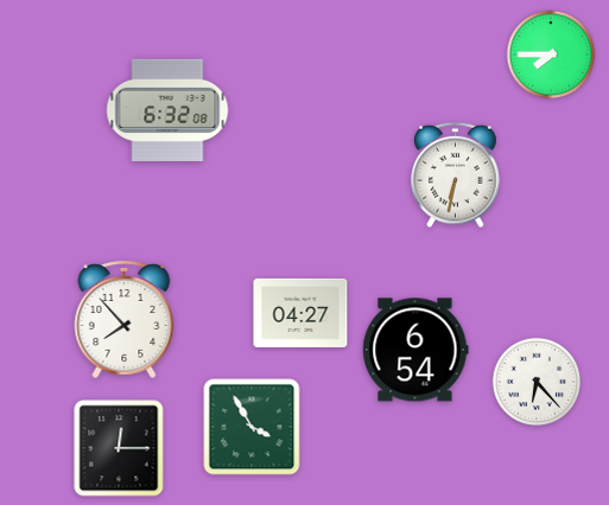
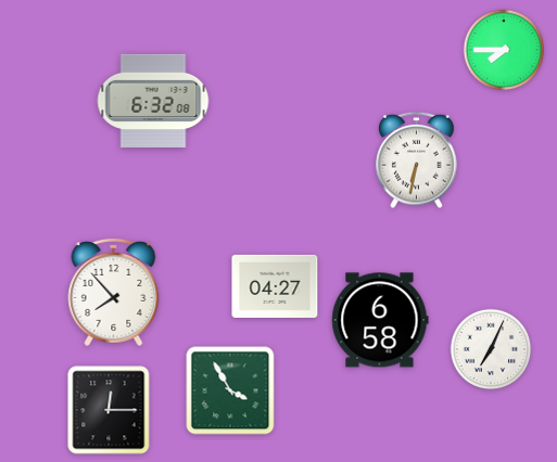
clock at (415, 350): 6:54 -> 6:58
clock at (537, 382): 6:23 -> 7:04
